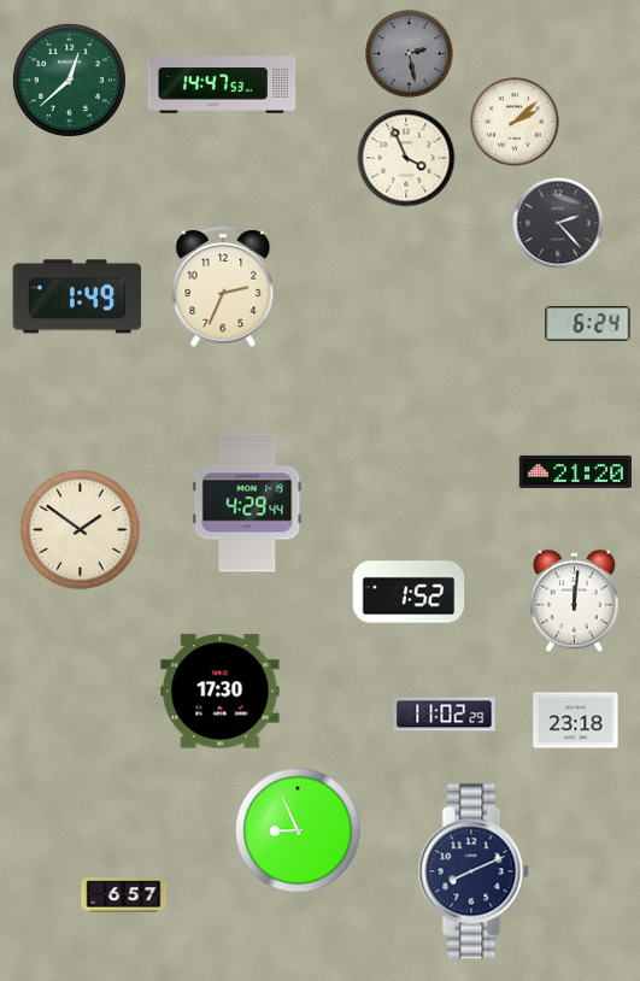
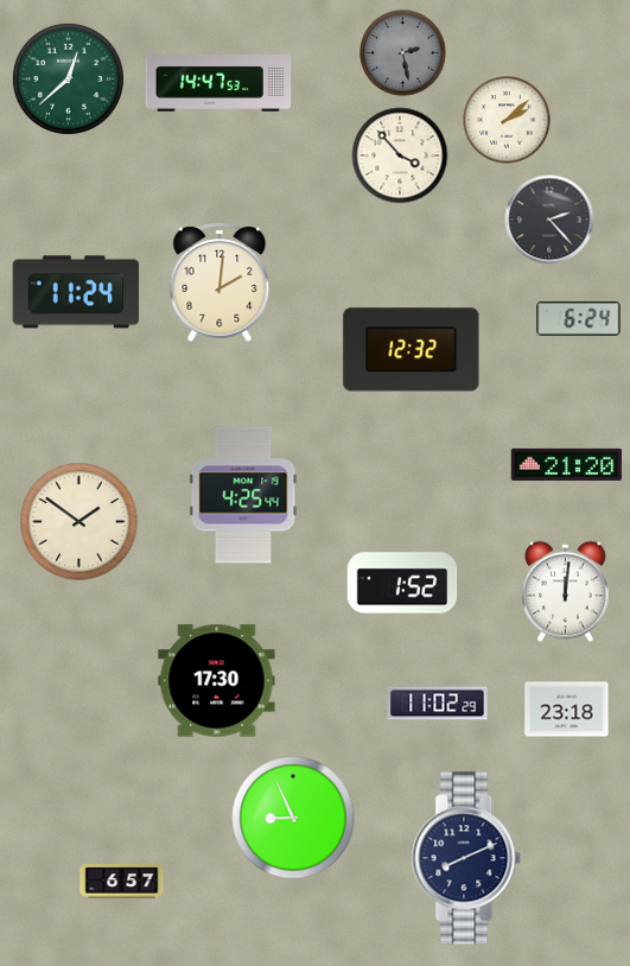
clock at (406, 158): 3:56 -> 3:53
clock at (223, 287): 2:34 -> 2:01
clock at (77, 296): 1:49 -> 11:24
clock at (412, 350): none -> 12:32
clock at (247, 503): 4:29 -> 4:25
